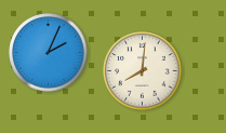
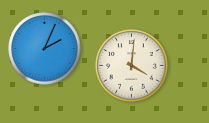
clock at (143, 71): 8:01 -> 4:01
